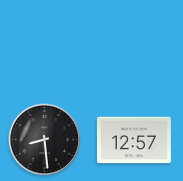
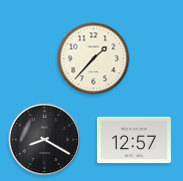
clock at (94, 59): none -> 1:37
clock at (45, 140): 8:29 -> 8:20
